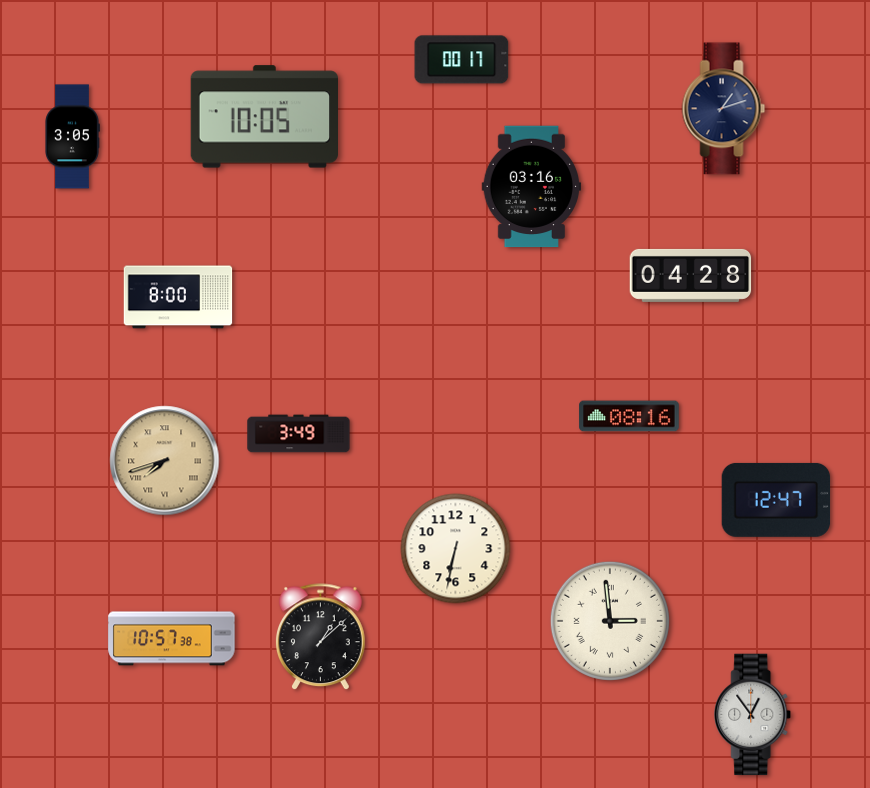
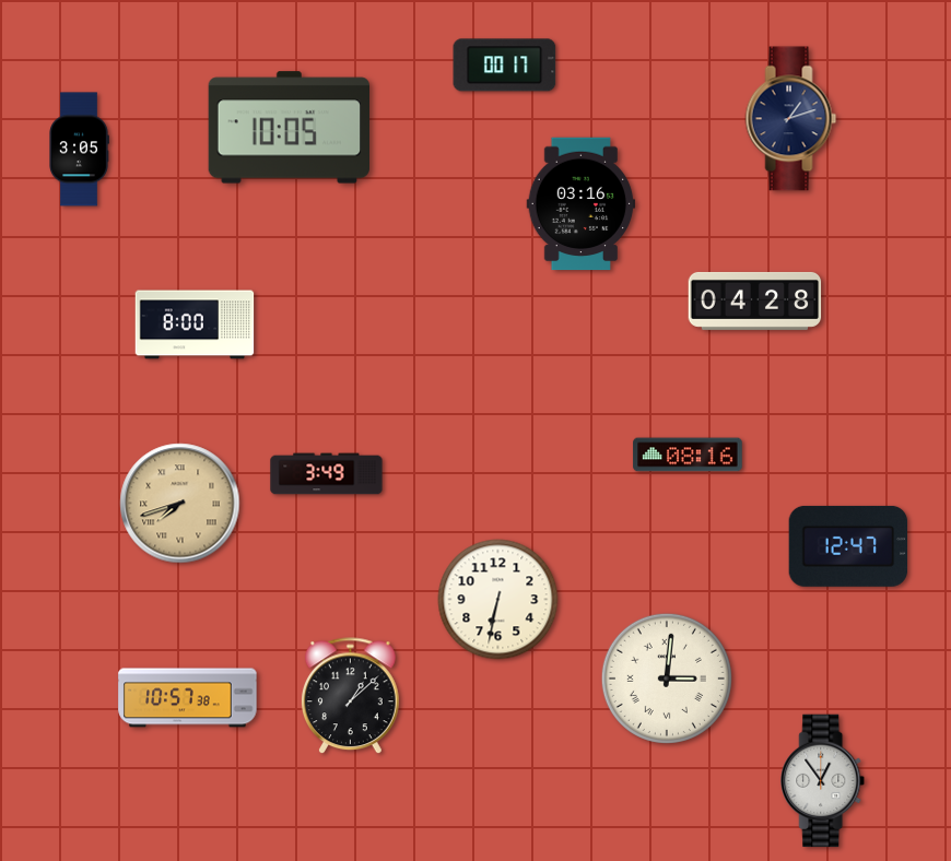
clock at (610, 621): 2:59 -> 3:01
